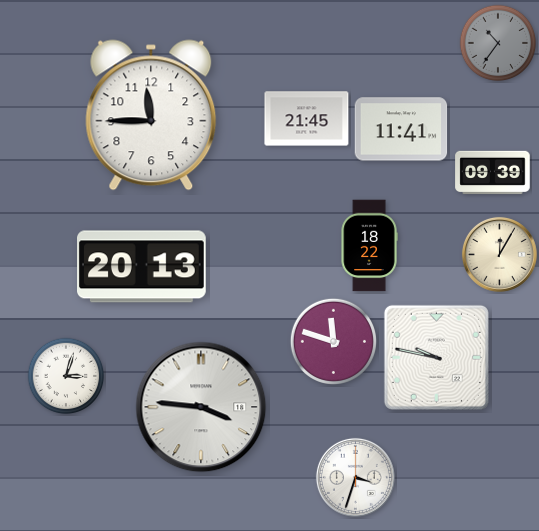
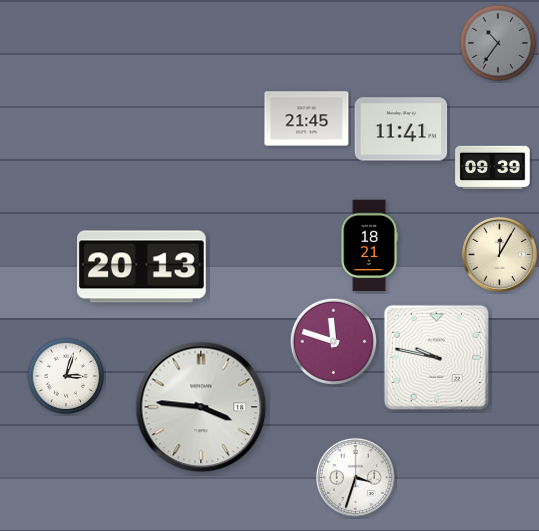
clock at (151, 115): 11:45 -> none
clock at (493, 173) position: (493, 173) -> (493, 168)
clock at (369, 246): 18:22 -> 18:21
